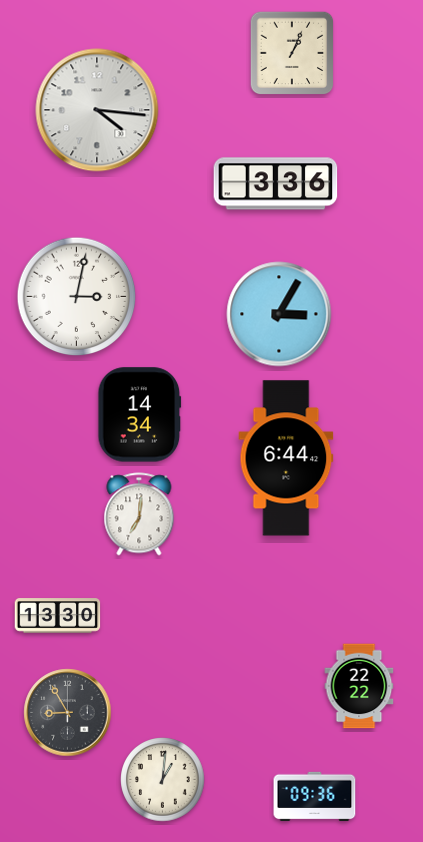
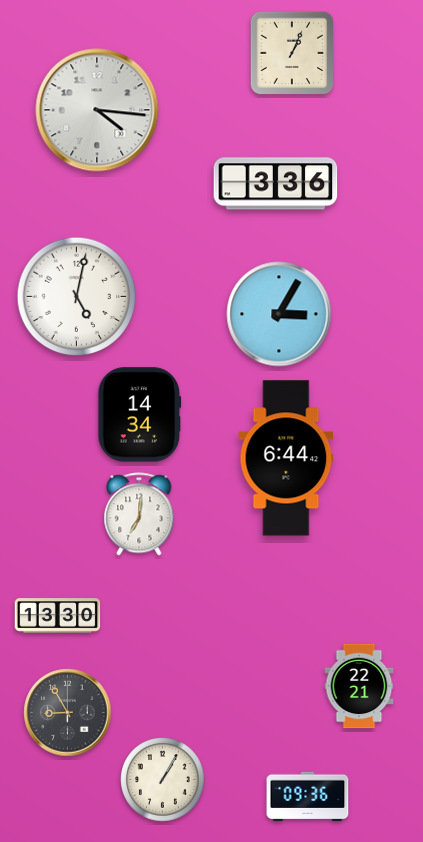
clock at (77, 297): 3:02 -> 5:02
clock at (359, 686): 22:22 -> 22:21
clock at (163, 780): 1:01 -> 1:05
clock at (315, 797) position: (315, 797) -> (308, 797)
